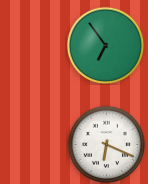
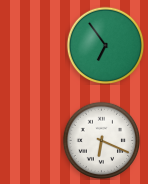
clock at (106, 144) position: (106, 144) -> (101, 140)
